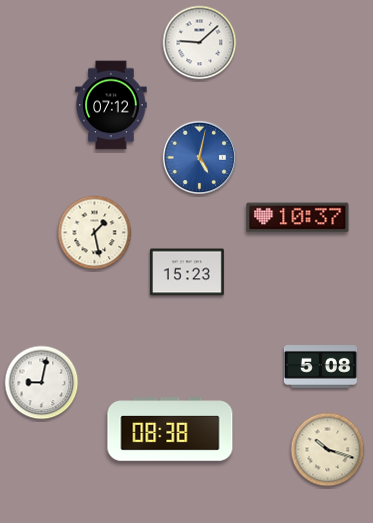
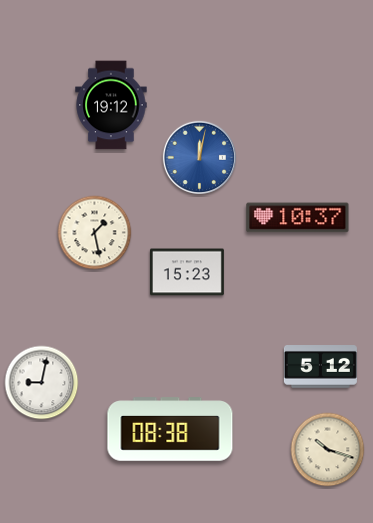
clock at (200, 43): 9:08 -> none
clock at (111, 105): 07:12 -> 19:12
clock at (199, 157): 5:02 -> 12:02
clock at (320, 367): 5:08 -> 5:12
